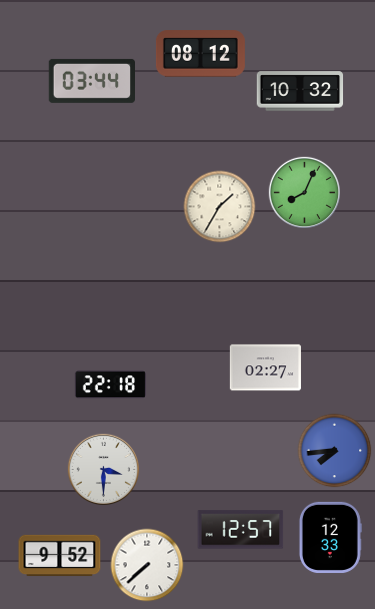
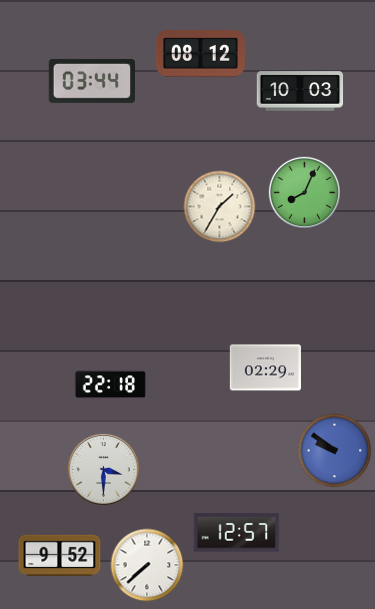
clock at (300, 91): 10:32 -> 10:03
clock at (265, 368): 02:27 -> 02:29
clock at (335, 451): 7:44 -> 9:51
clock at (241, 530) position: (241, 530) -> (237, 533)
clock at (330, 537): 12:33 -> none
